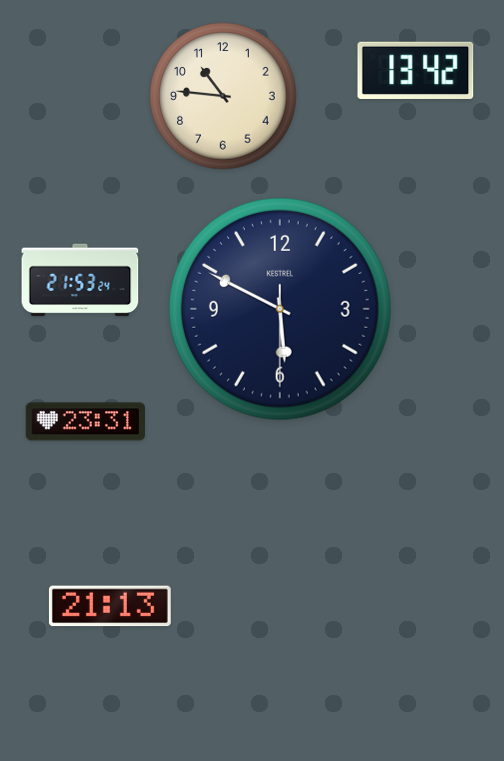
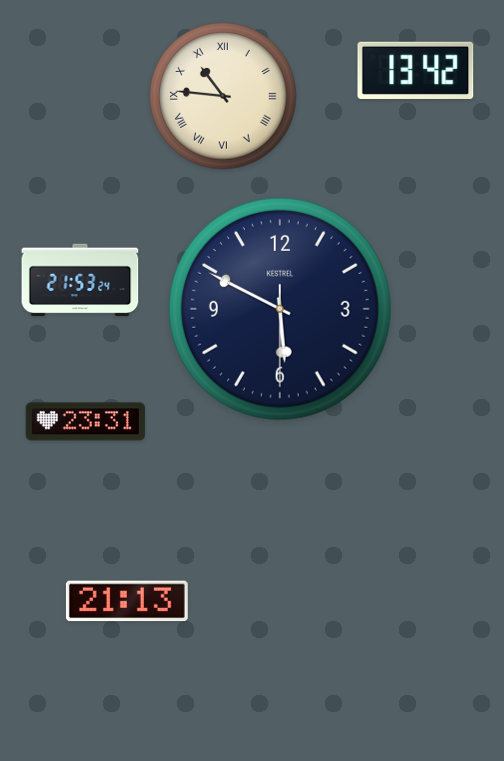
clock at (223, 96) numerals: Arabic -> Roman
clock at (110, 606) position: (110, 606) -> (127, 601)
